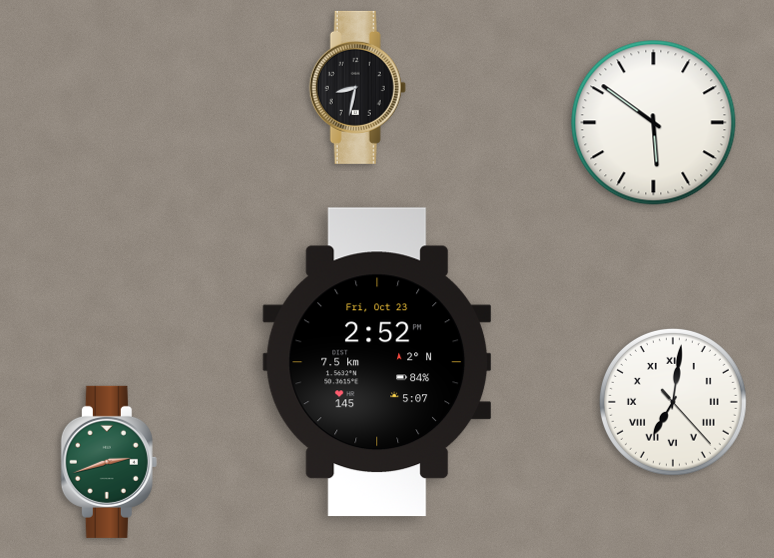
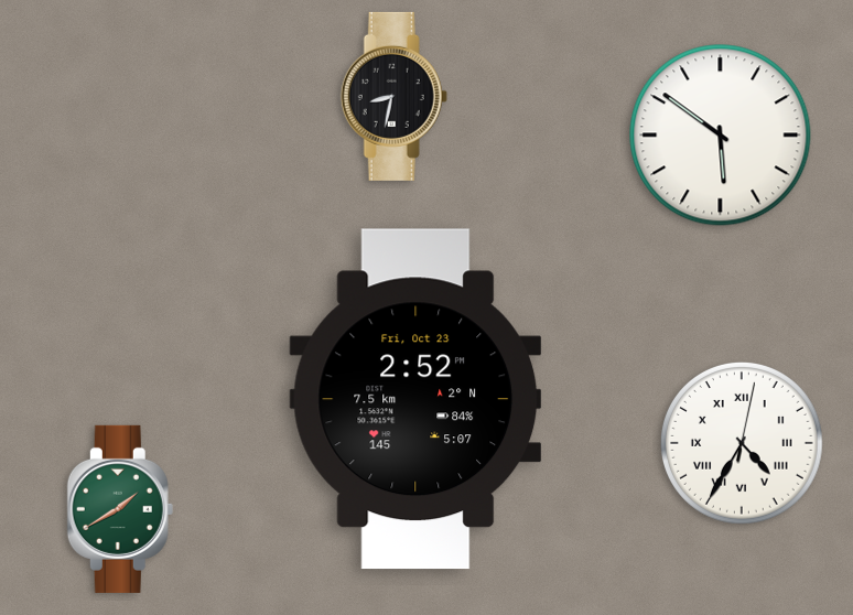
clock at (674, 403): 7:01 -> 4:35
clock at (109, 462): 2:42 -> 1:40
